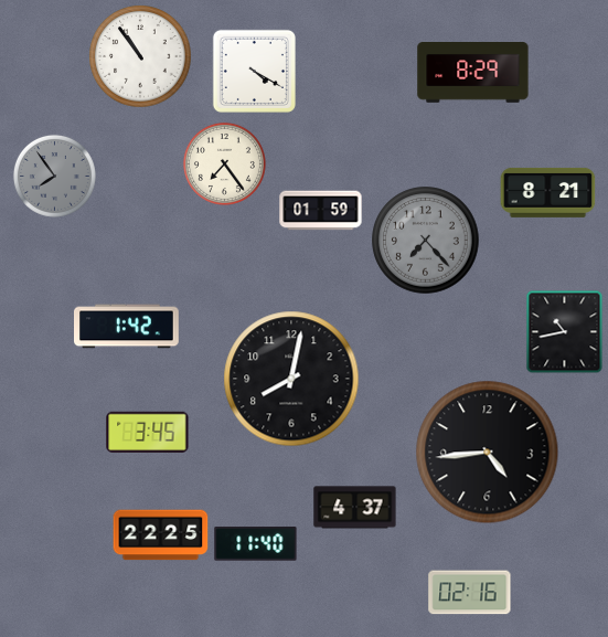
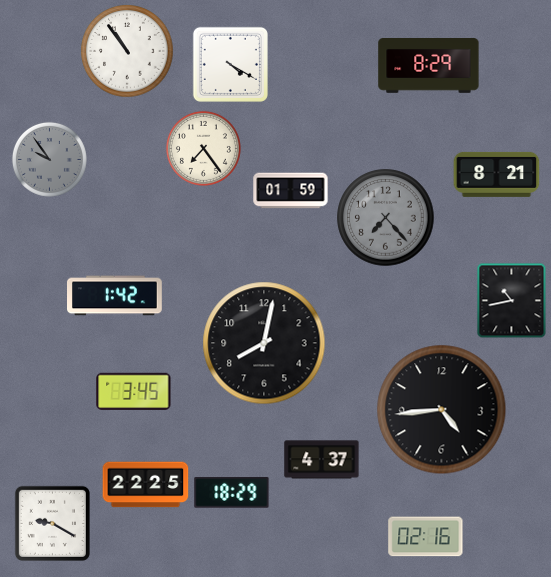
clock at (54, 176): 7:54 -> 9:54
clock at (256, 544): 11:40 -> 18:29
clock at (52, 523): none -> 9:20
